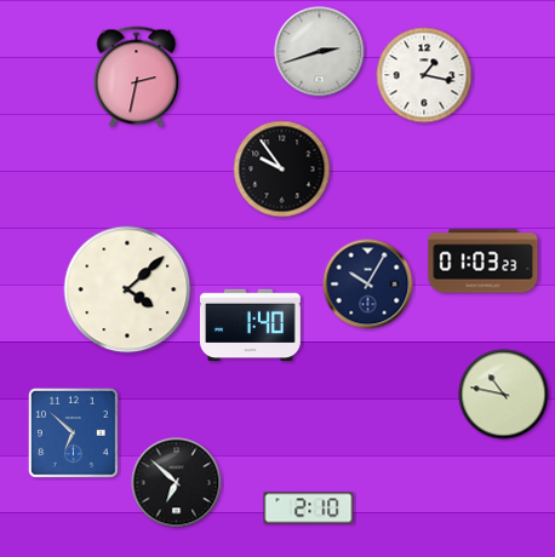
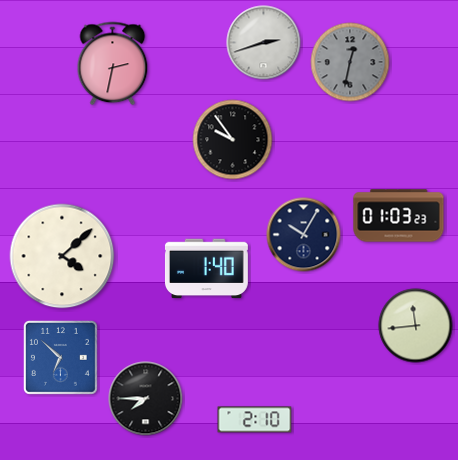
clock at (424, 75): 1:17 -> 12:32
clock at (424, 75) dial: white -> grey
clock at (127, 289) position: (127, 289) -> (62, 256)
clock at (504, 395): 10:47 -> 11:44
clock at (177, 483): 6:52 -> 7:45
